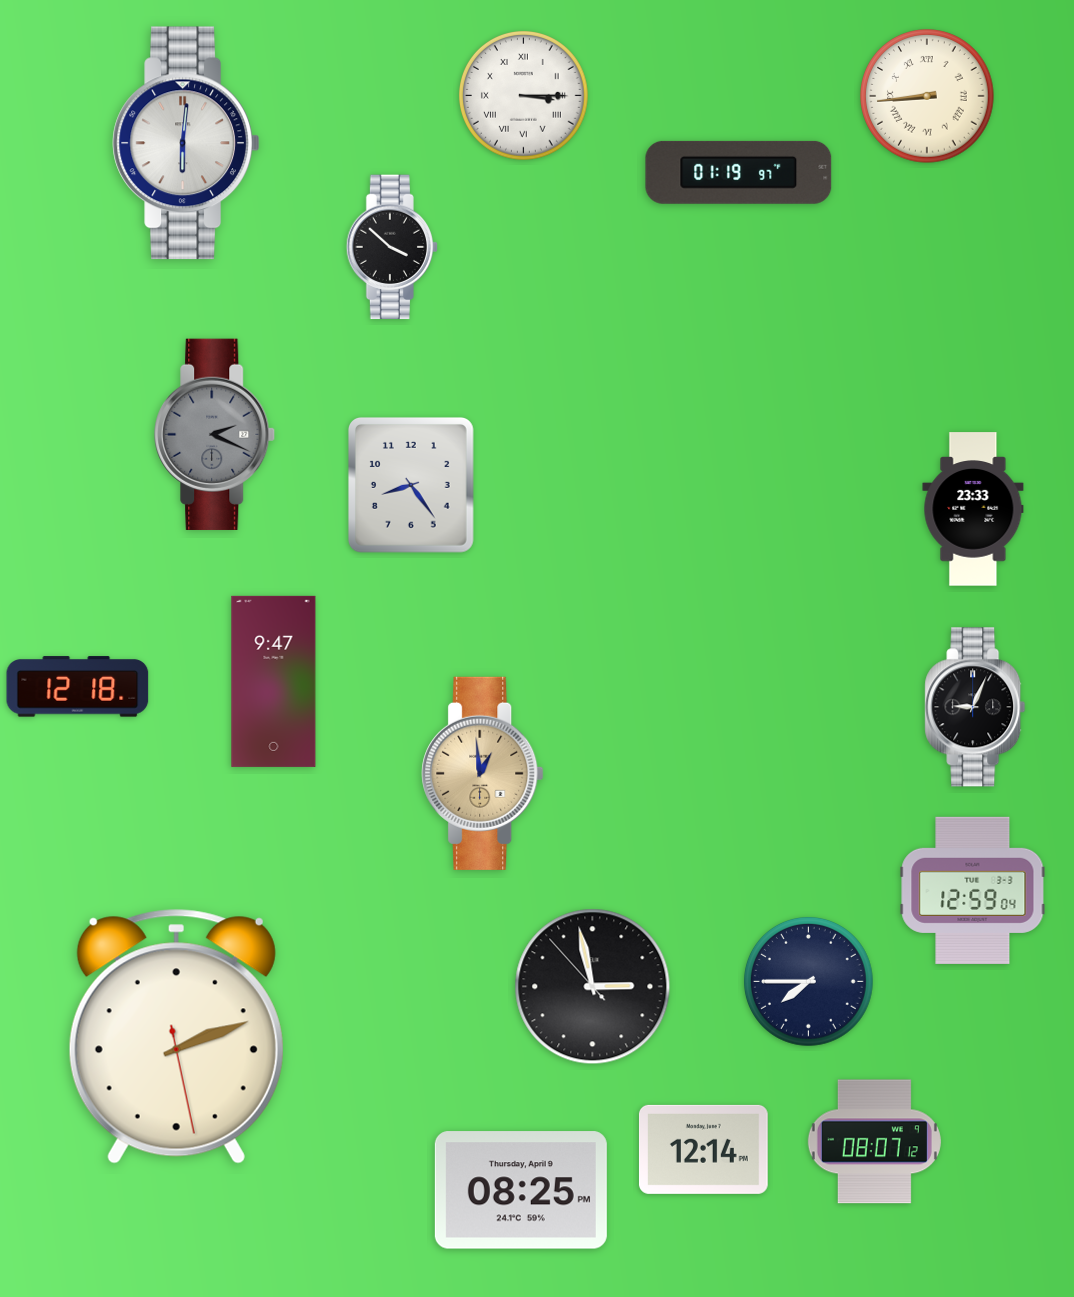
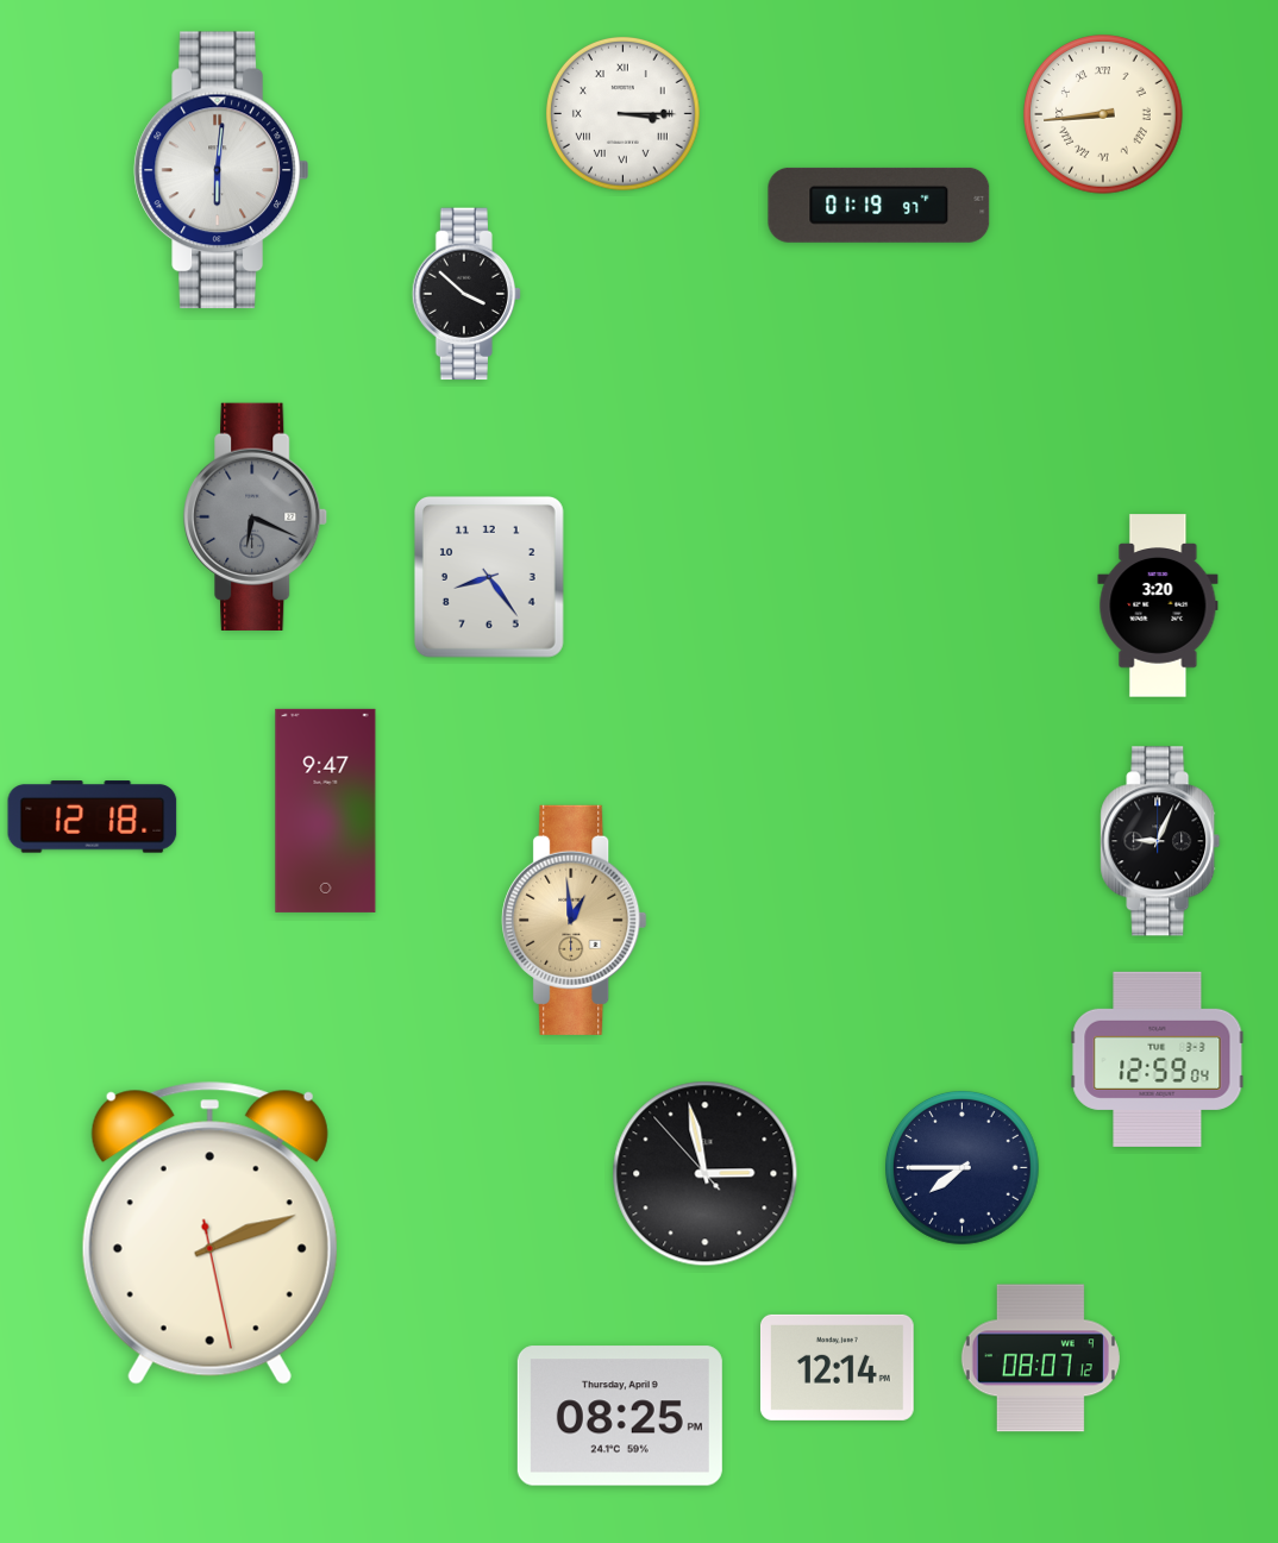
clock at (215, 434): 2:19 -> 6:19
clock at (973, 509): 23:33 -> 3:20
